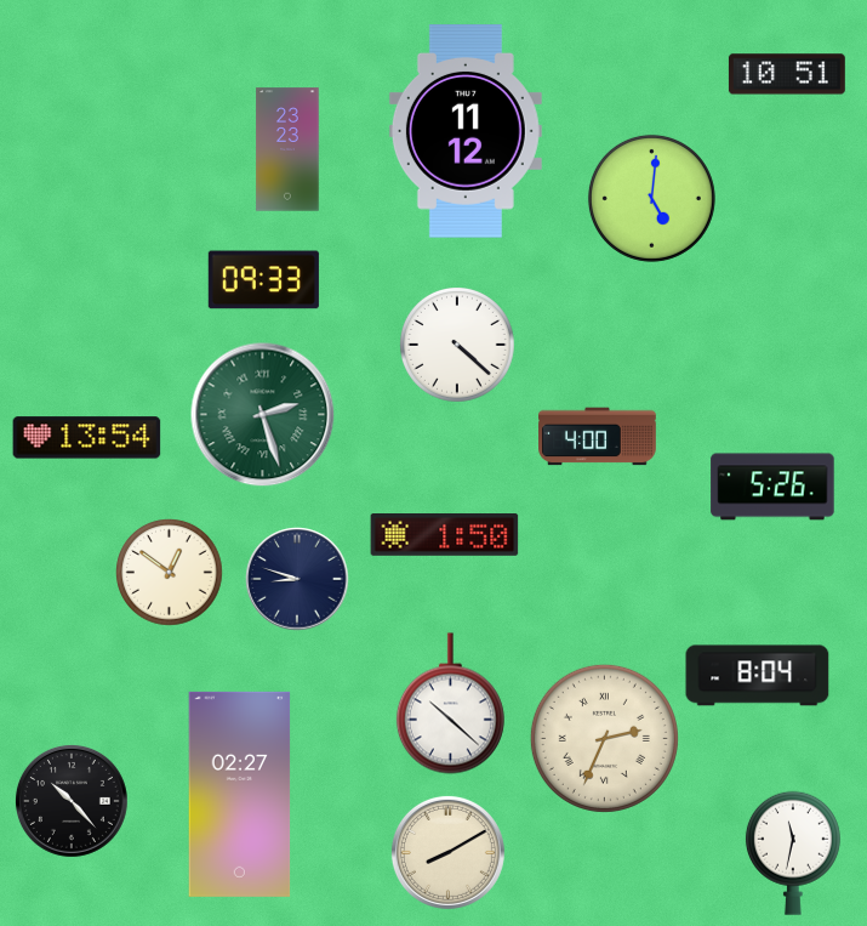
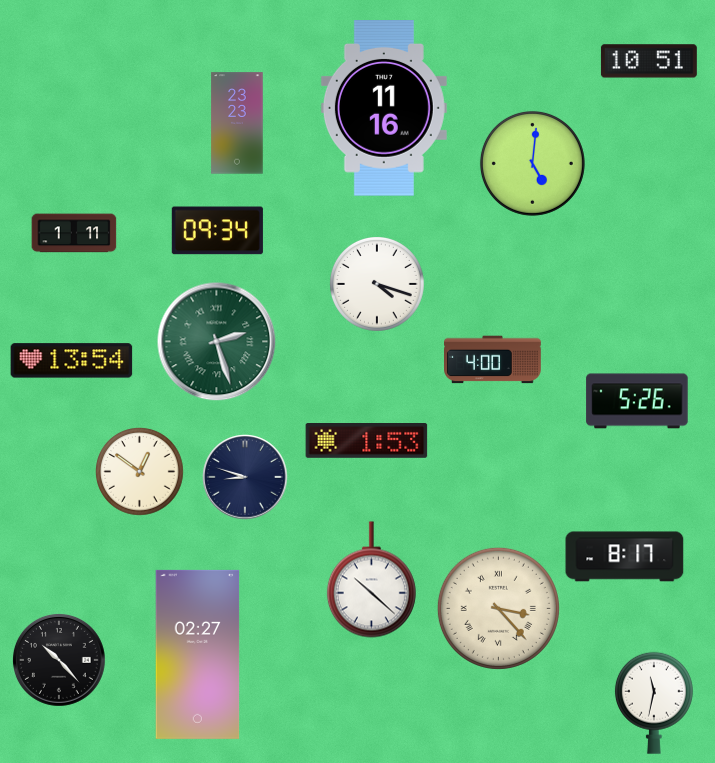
clock at (466, 131): 11:12 -> 11:16
clock at (651, 198) position: (651, 198) -> (532, 163)
clock at (263, 280): 09:33 -> 09:34
clock at (74, 233): none -> 1:11
clock at (458, 346): 4:22 -> 4:18
clock at (445, 535): 1:50 -> 1:53
clock at (758, 676): 8:04 -> 8:17
clock at (604, 738): 2:34 -> 3:23
clock at (447, 852): 8:10 -> none
